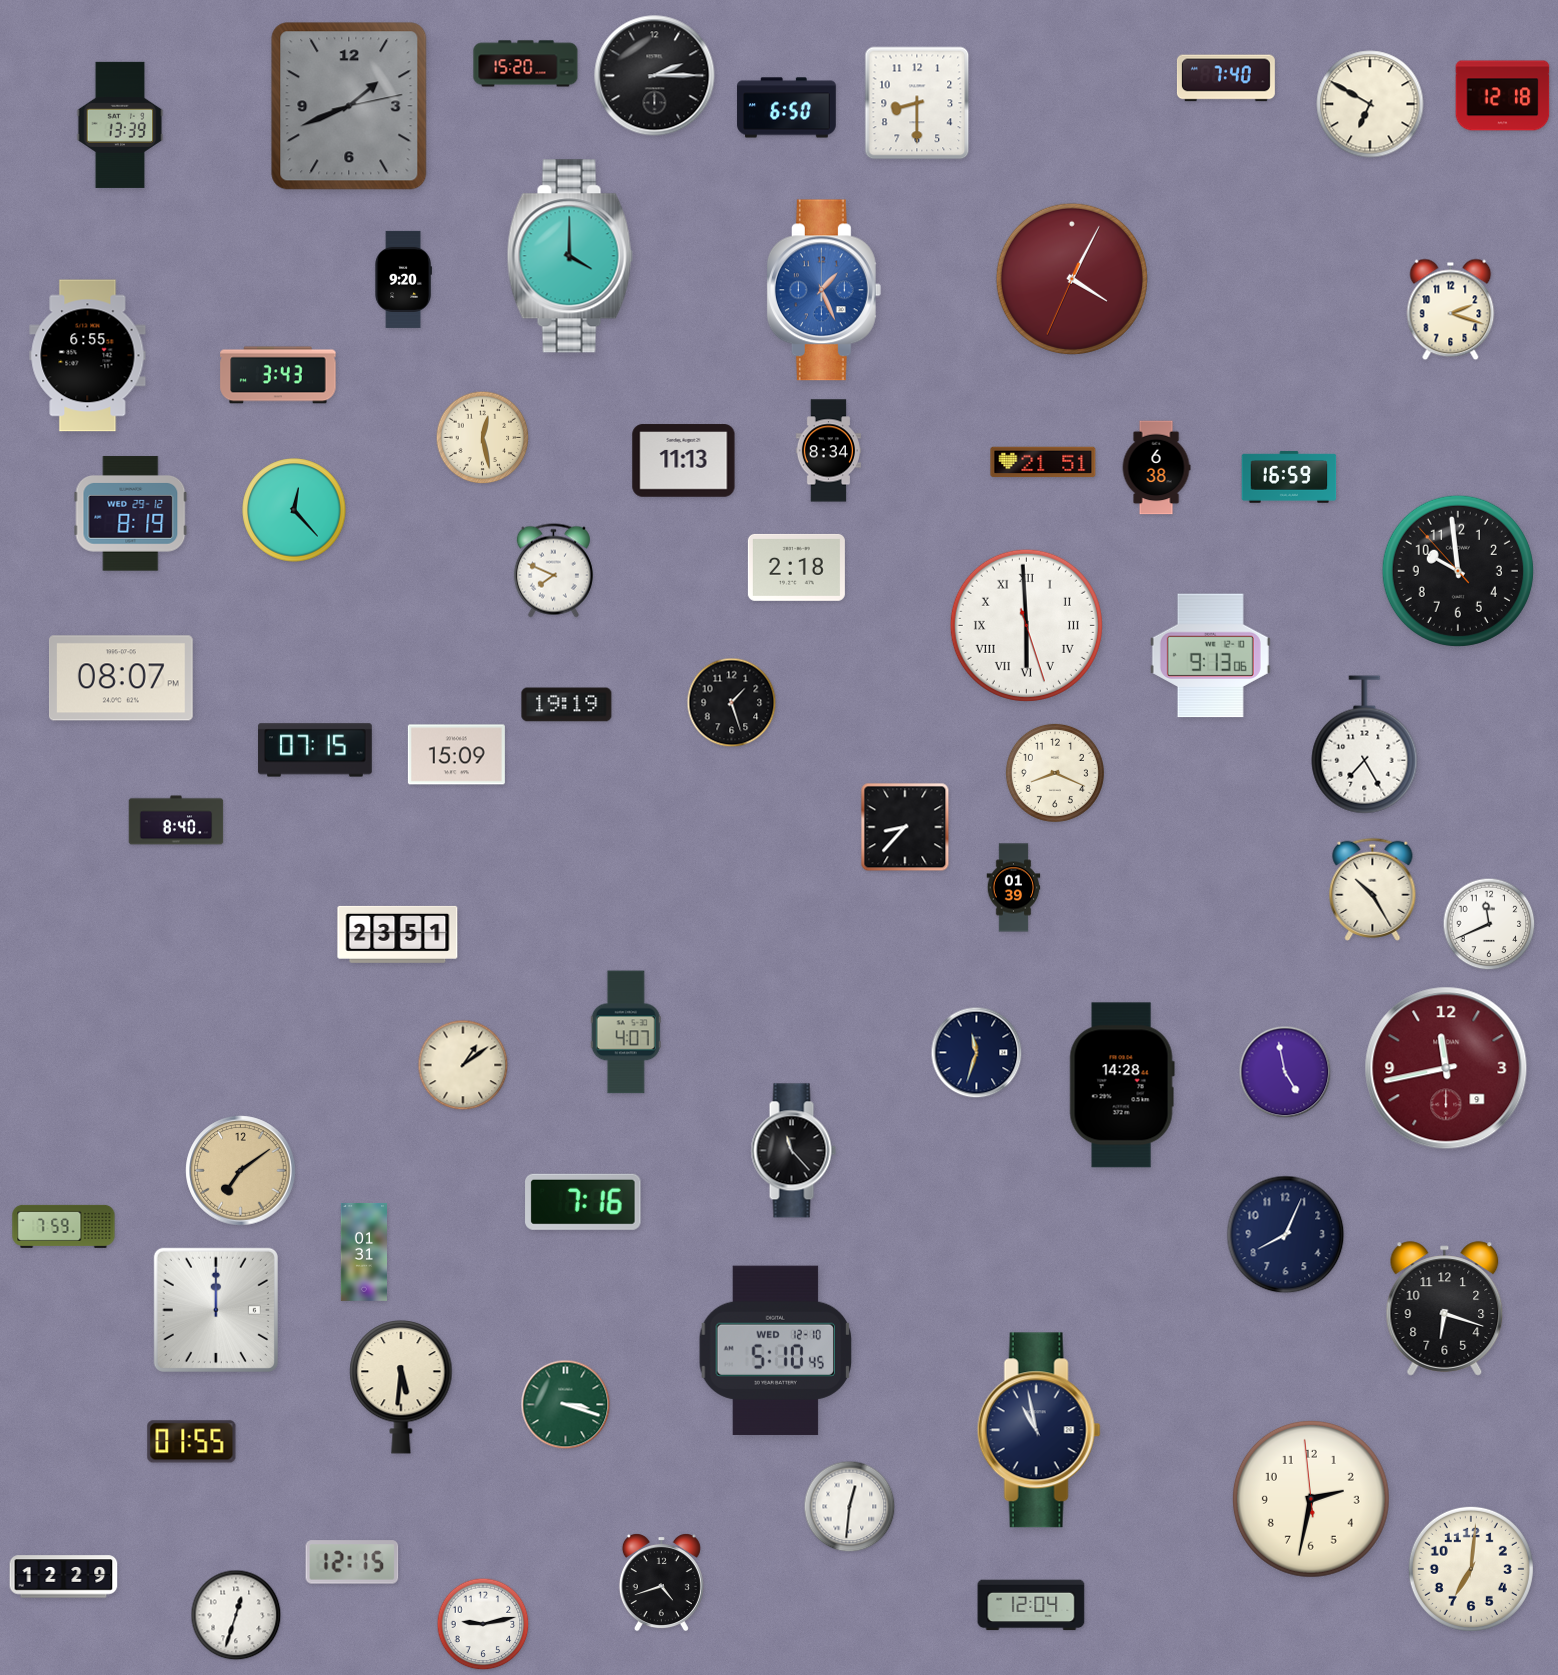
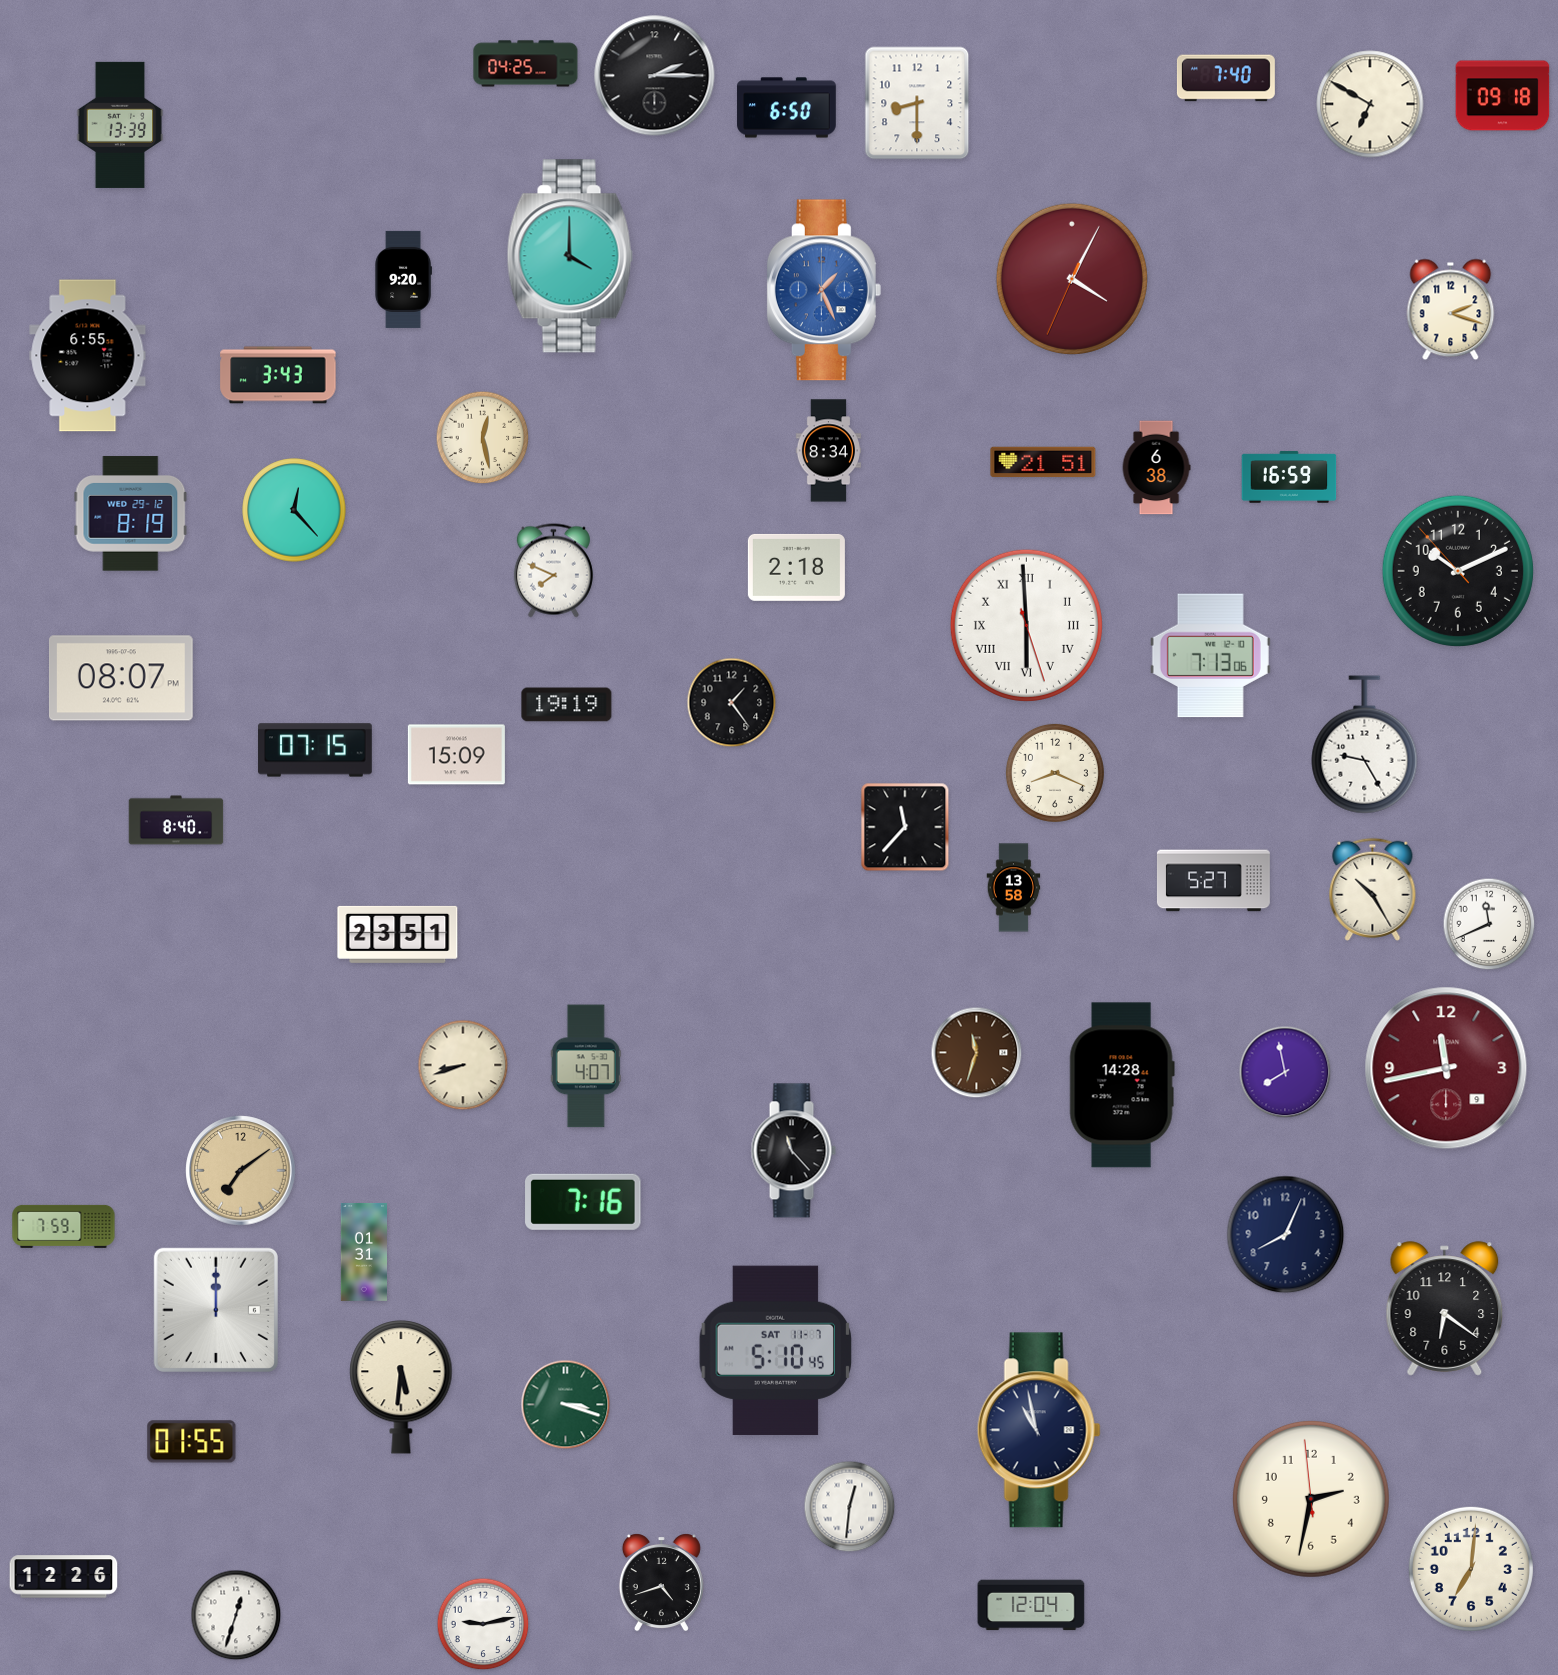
clock at (526, 64): 15:20 -> 04:25
clock at (1503, 96): 12:18 -> 09:18
clock at (349, 106): 1:41 -> none
clock at (684, 461): 11:13 -> none
clock at (1458, 571): 9:58 -> 10:10
clock at (1210, 656): 9:13 -> 7:13
clock at (732, 703): 1:27 -> 1:24
clock at (1365, 745): 7:25 -> 9:25
clock at (905, 827): 8:37 -> 11:37
clock at (1213, 881): none -> 5:27
clock at (1014, 888): 01:39 -> 13:58
clock at (626, 1032) position: (626, 1032) -> (586, 1066)
clock at (977, 1053) dial: navy -> brown
clock at (463, 1065): 1:09 -> 8:42
clock at (1285, 1072): 4:58 -> 7:58
clock at (1445, 1309): 6:18 -> 6:21
clock at (776, 1350) date: WED 12-10 -> SAT 11-7
clock at (352, 1562): 12:15 -> none
clock at (64, 1577): 12:29 -> 12:26
